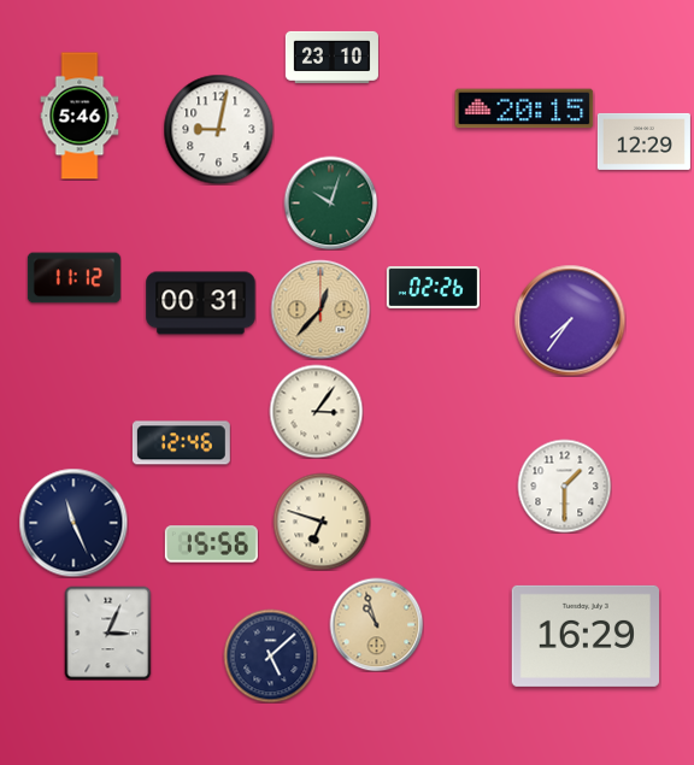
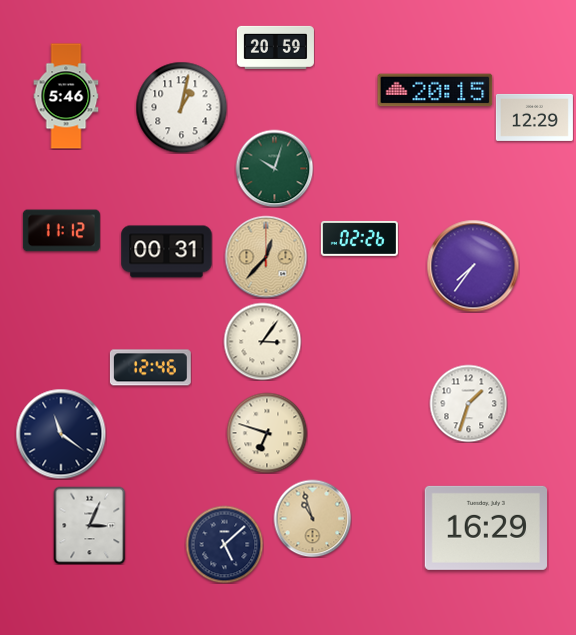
clock at (331, 57): 23:10 -> 20:59
clock at (218, 129): 9:02 -> 1:02
clock at (564, 486): 1:30 -> 1:33
clock at (73, 523): 11:26 -> 11:21
clock at (211, 545): 15:56 -> none
